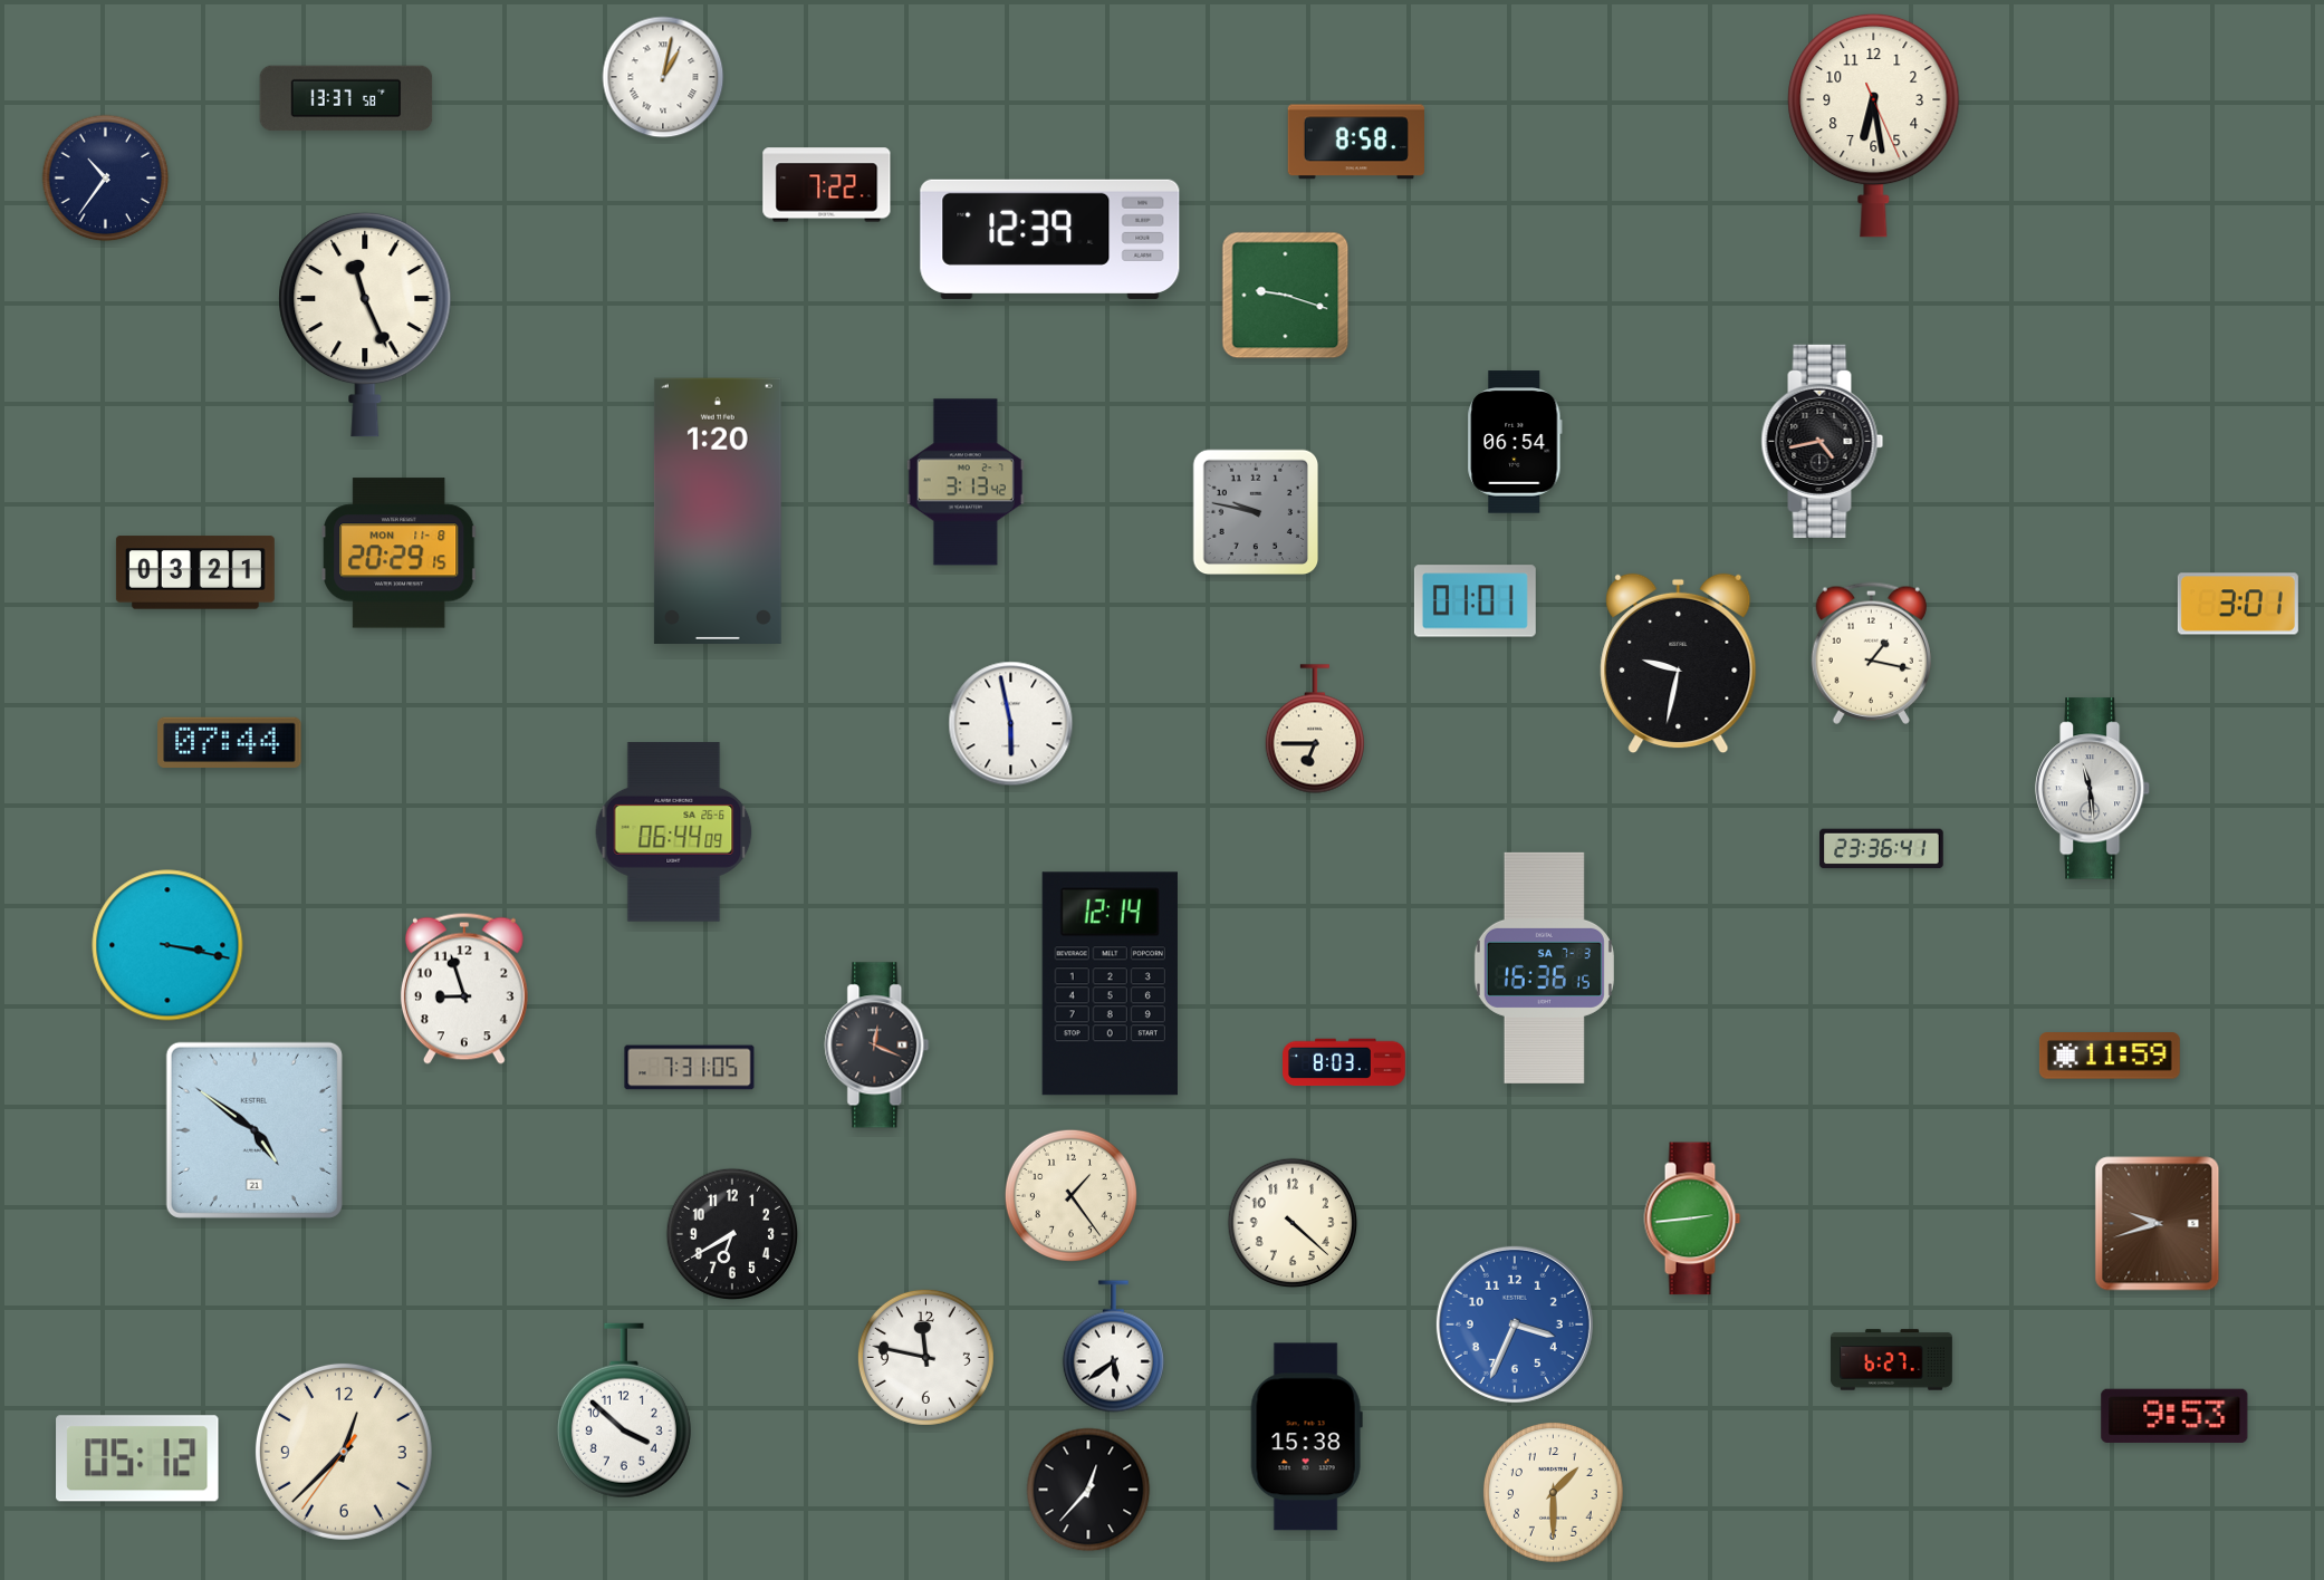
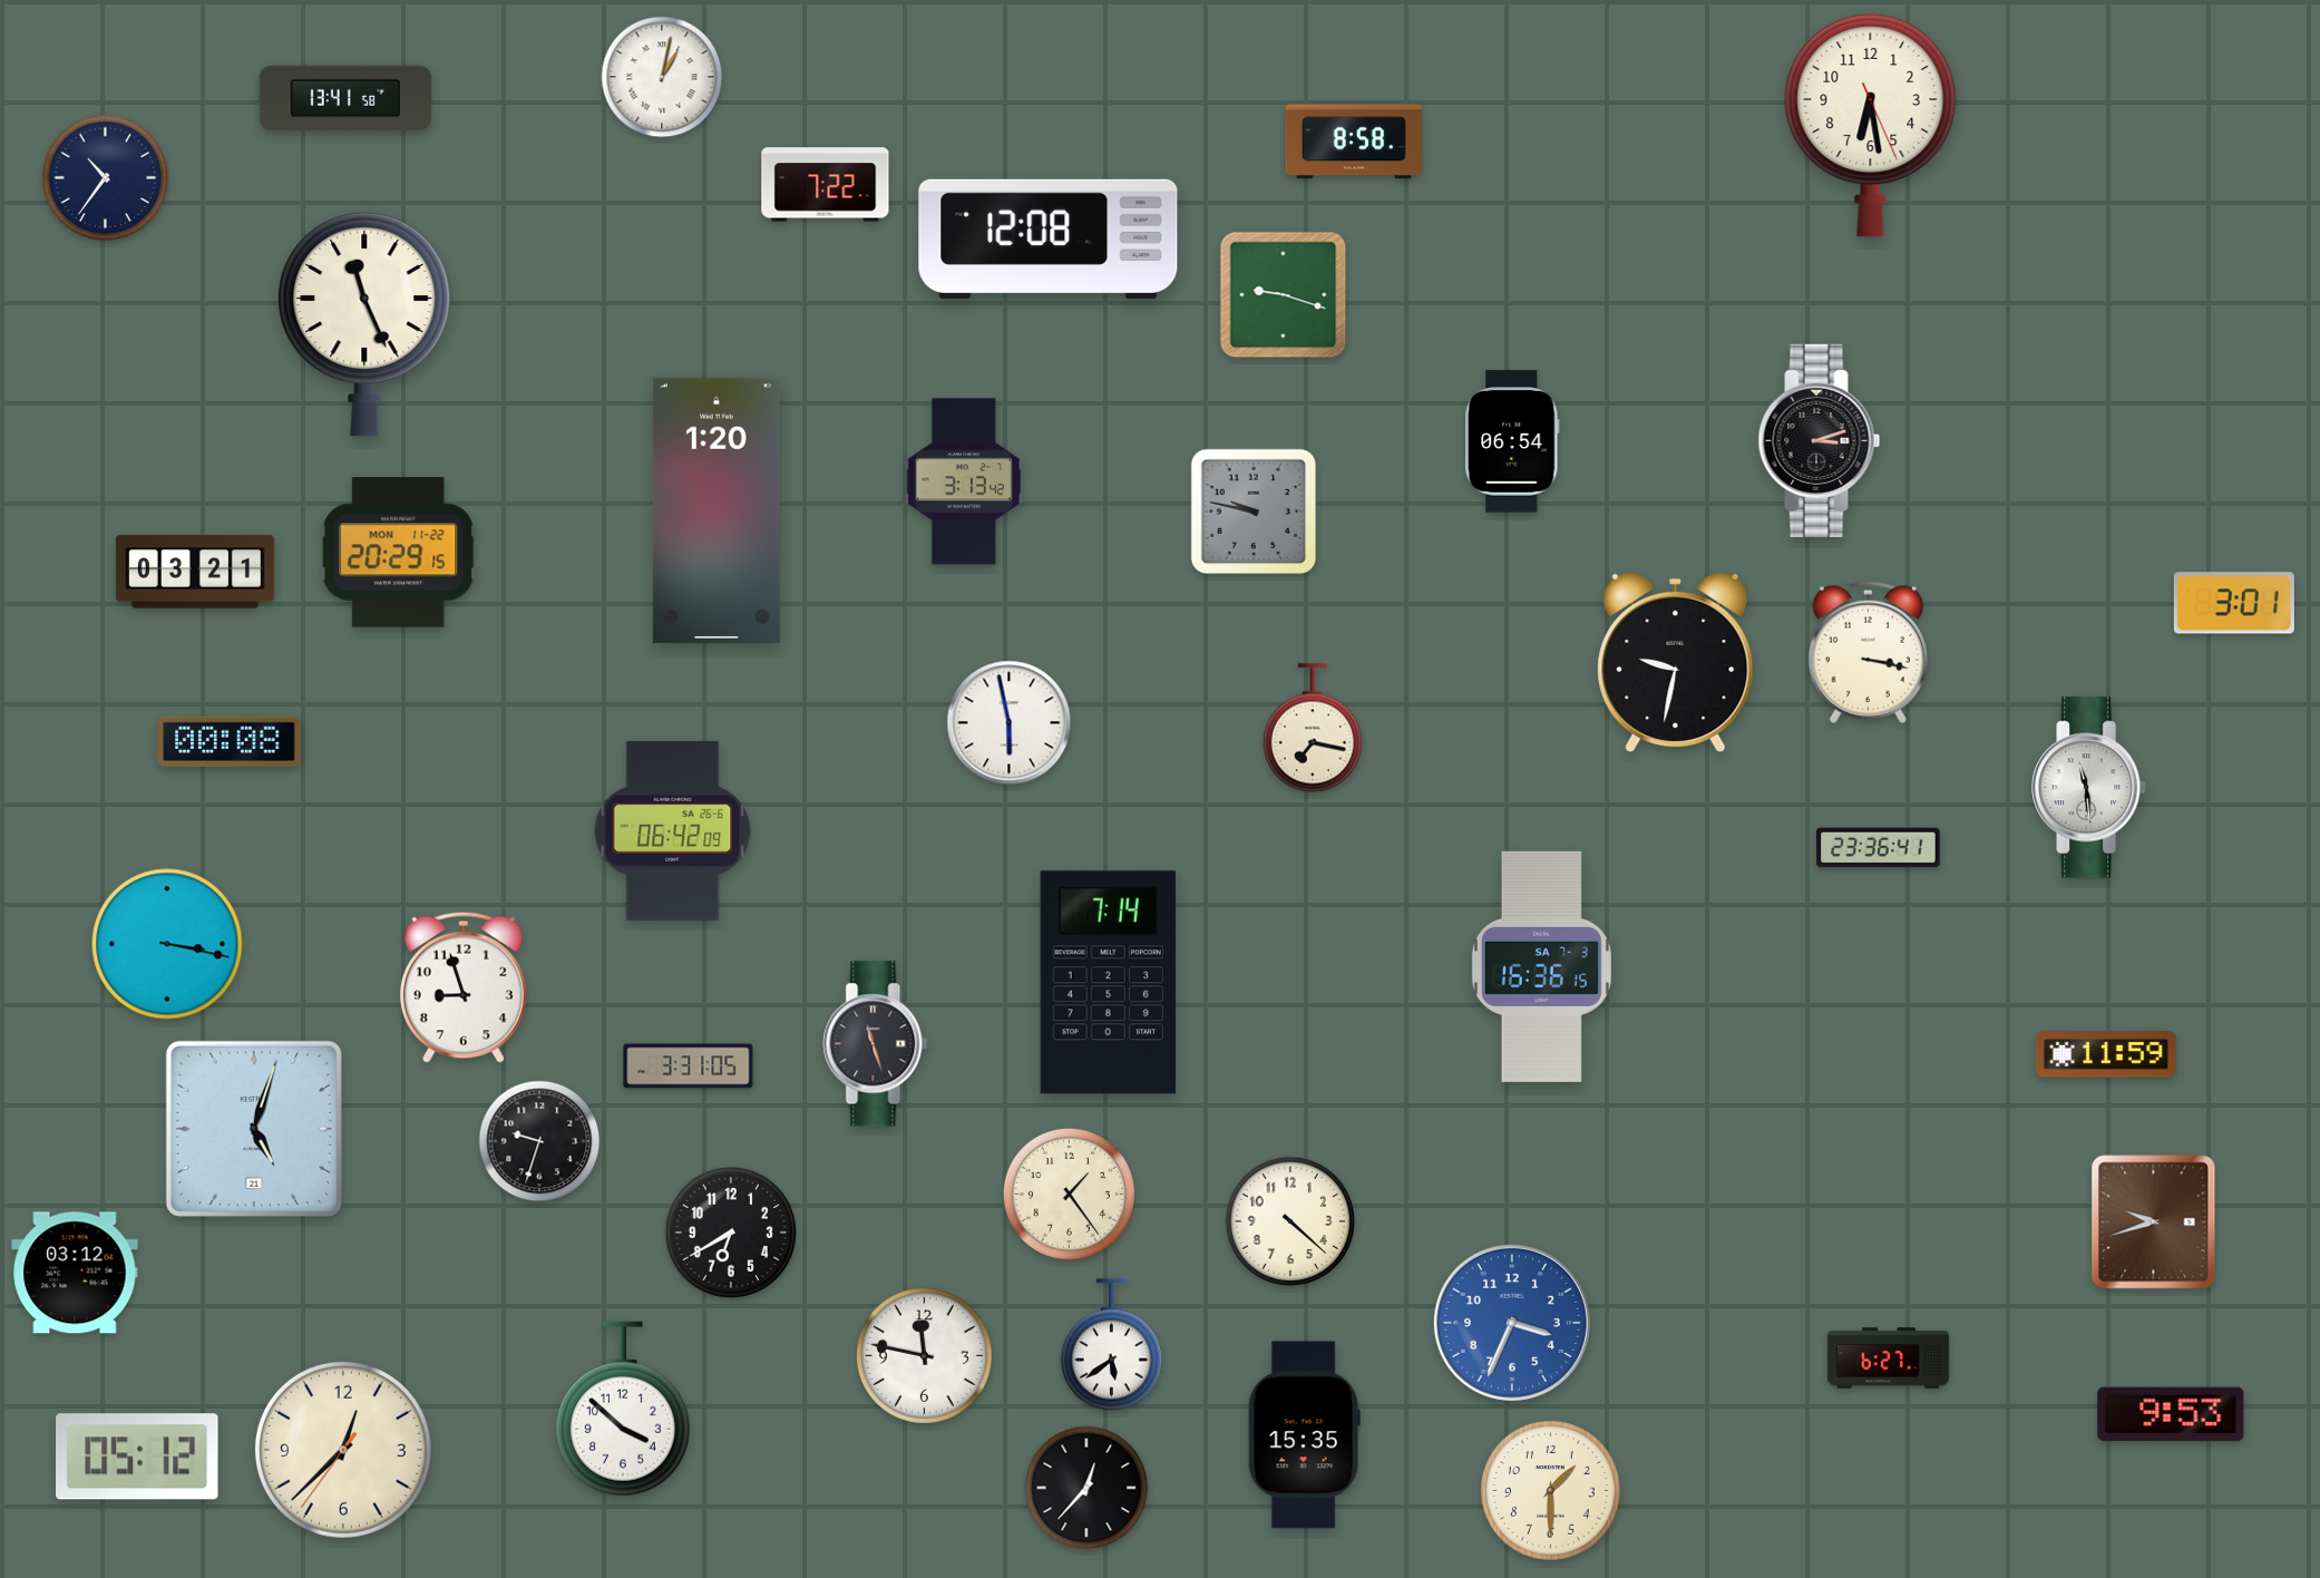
clock at (346, 98): 13:37 -> 13:41
clock at (1050, 239): 12:39 -> 12:08
clock at (1823, 441): 4:43 -> 3:12
clock at (400, 553) date: MON 11-8 -> MON 11-22
clock at (1475, 601): 01:01 -> none
clock at (1871, 653): 1:17 -> 3:17
clock at (1314, 729): 6:45 -> 7:17
clock at (230, 742): 07:44 -> 00:08
clock at (674, 832): 06:44 -> 06:42
clock at (1110, 984): 12:14 -> 7:14
clock at (877, 1046): 12:19 -> 11:27
clock at (1345, 1062): 8:03 -> none
clock at (690, 1068): 7:31 -> 3:31
clock at (255, 1130): 4:51 -> 5:03
clock at (539, 1141): none -> 9:33
clock at (1692, 1218): 2:44 -> none
clock at (75, 1273): none -> 03:12
clock at (1306, 1437): 15:38 -> 15:35
